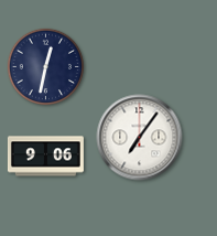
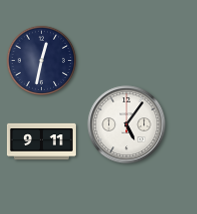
clock at (140, 138): 7:06 -> 5:06
clock at (45, 157): 9:06 -> 9:11
